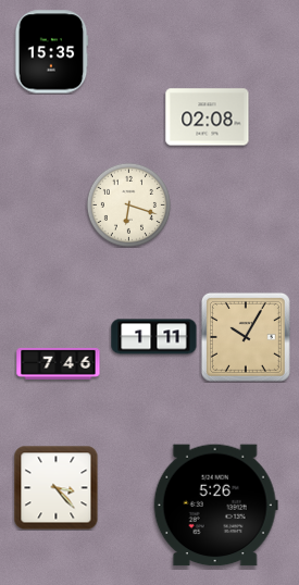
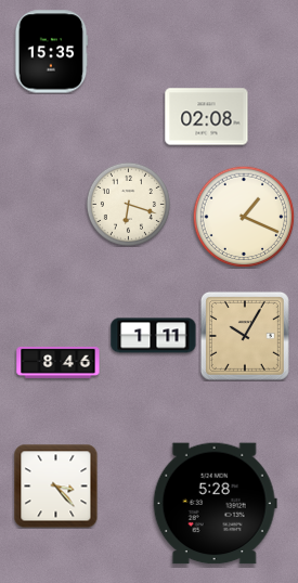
clock at (244, 217): none -> 1:19
clock at (59, 363): 7:46 -> 8:46
clock at (215, 506): 5:26 -> 5:28
